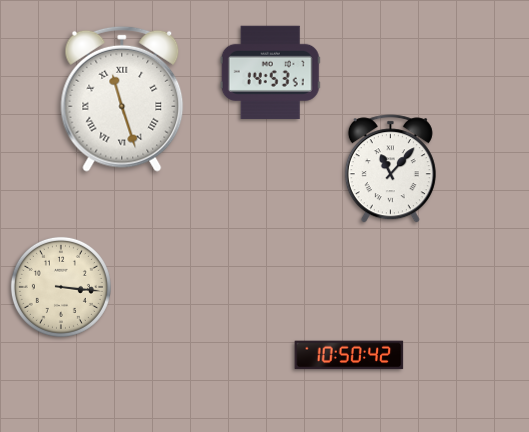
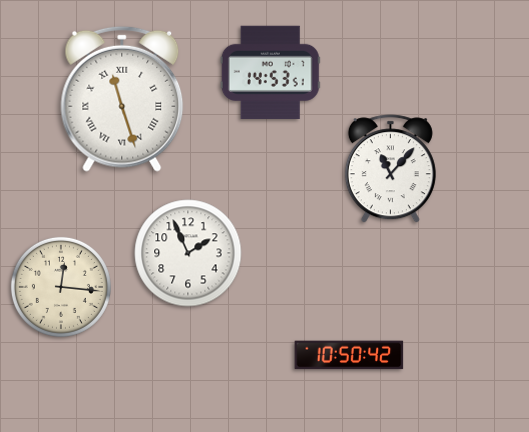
clock at (188, 253): none -> 1:56
clock at (61, 287): 3:16 -> 12:16
